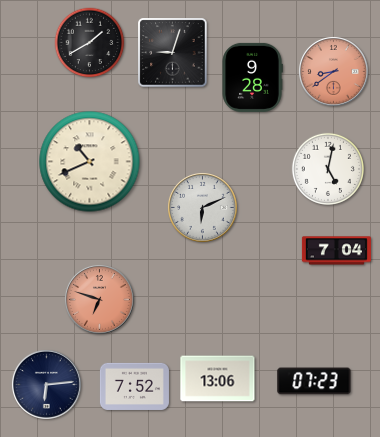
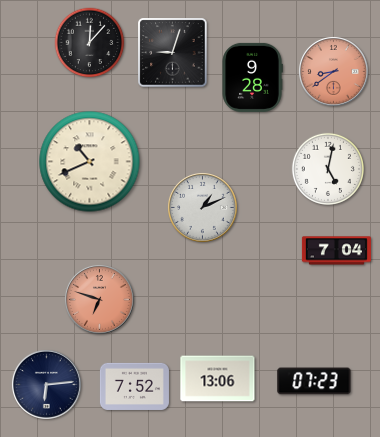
clock at (90, 43): 1:40 -> 12:07
clock at (202, 207): 6:11 -> 1:11
